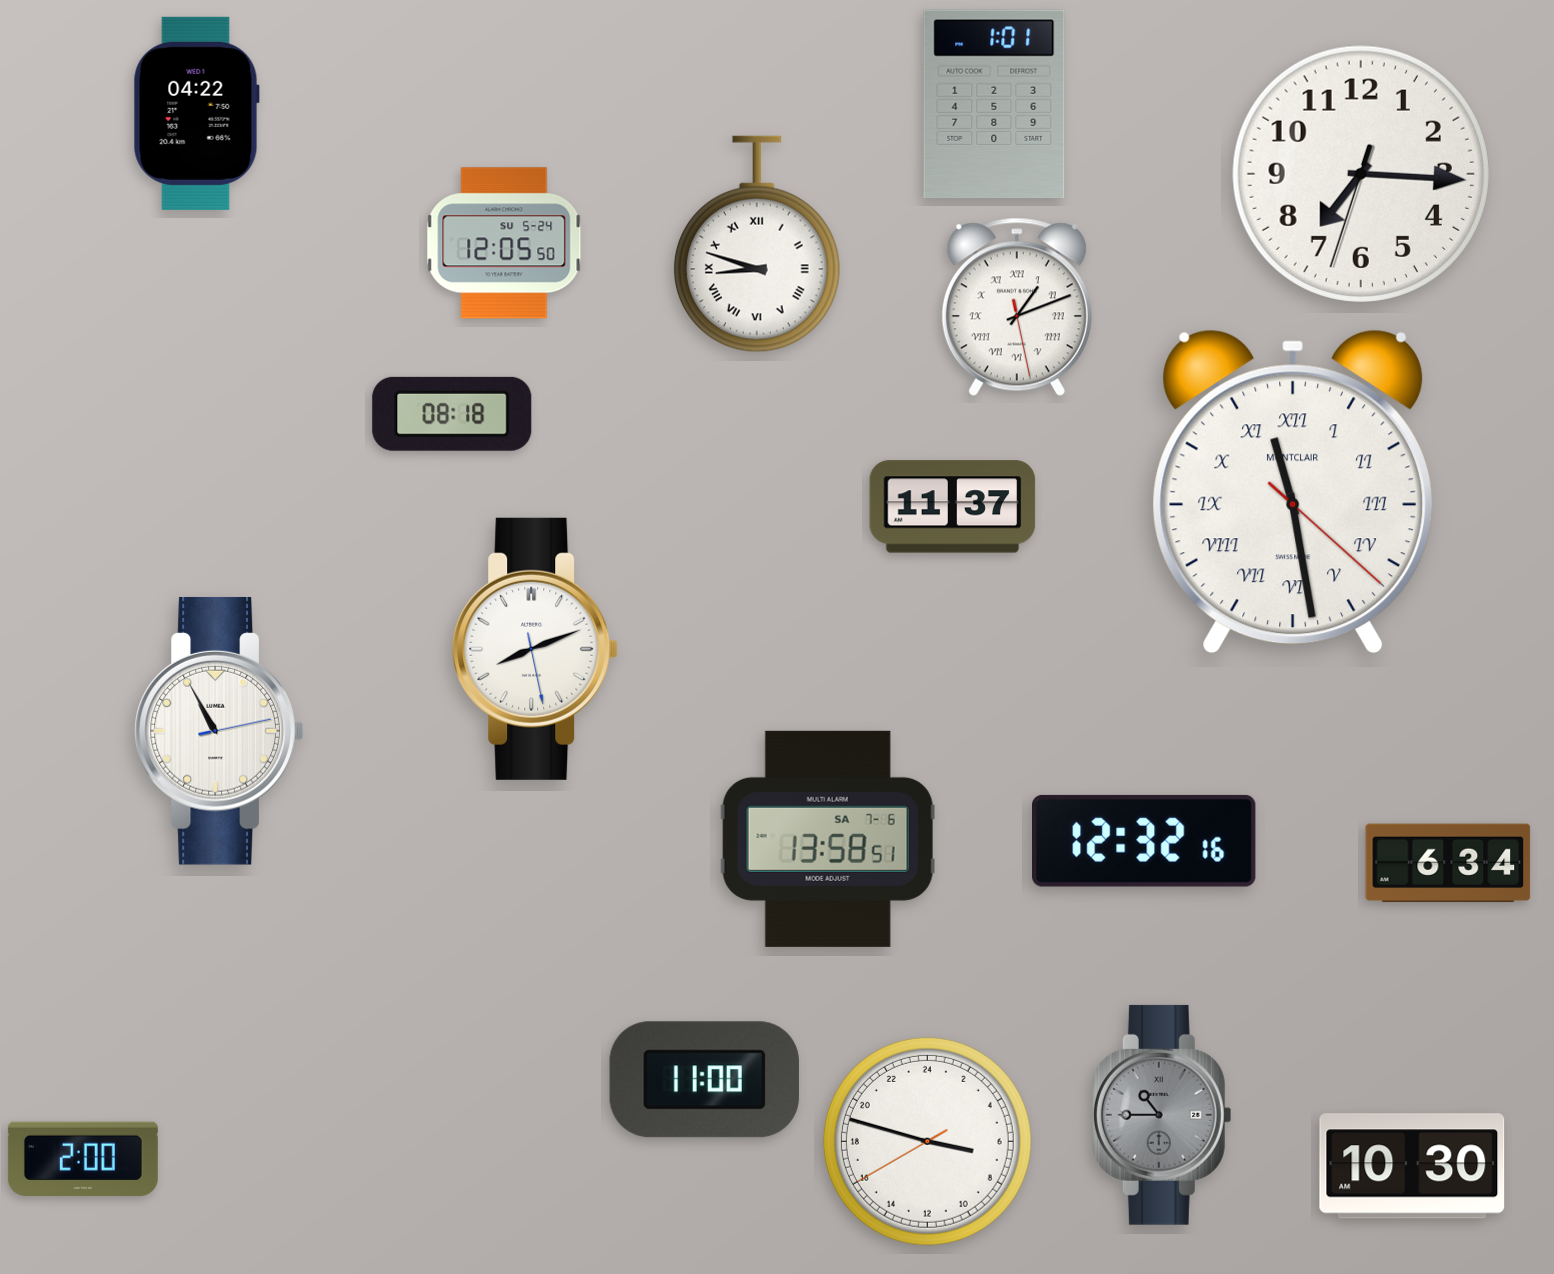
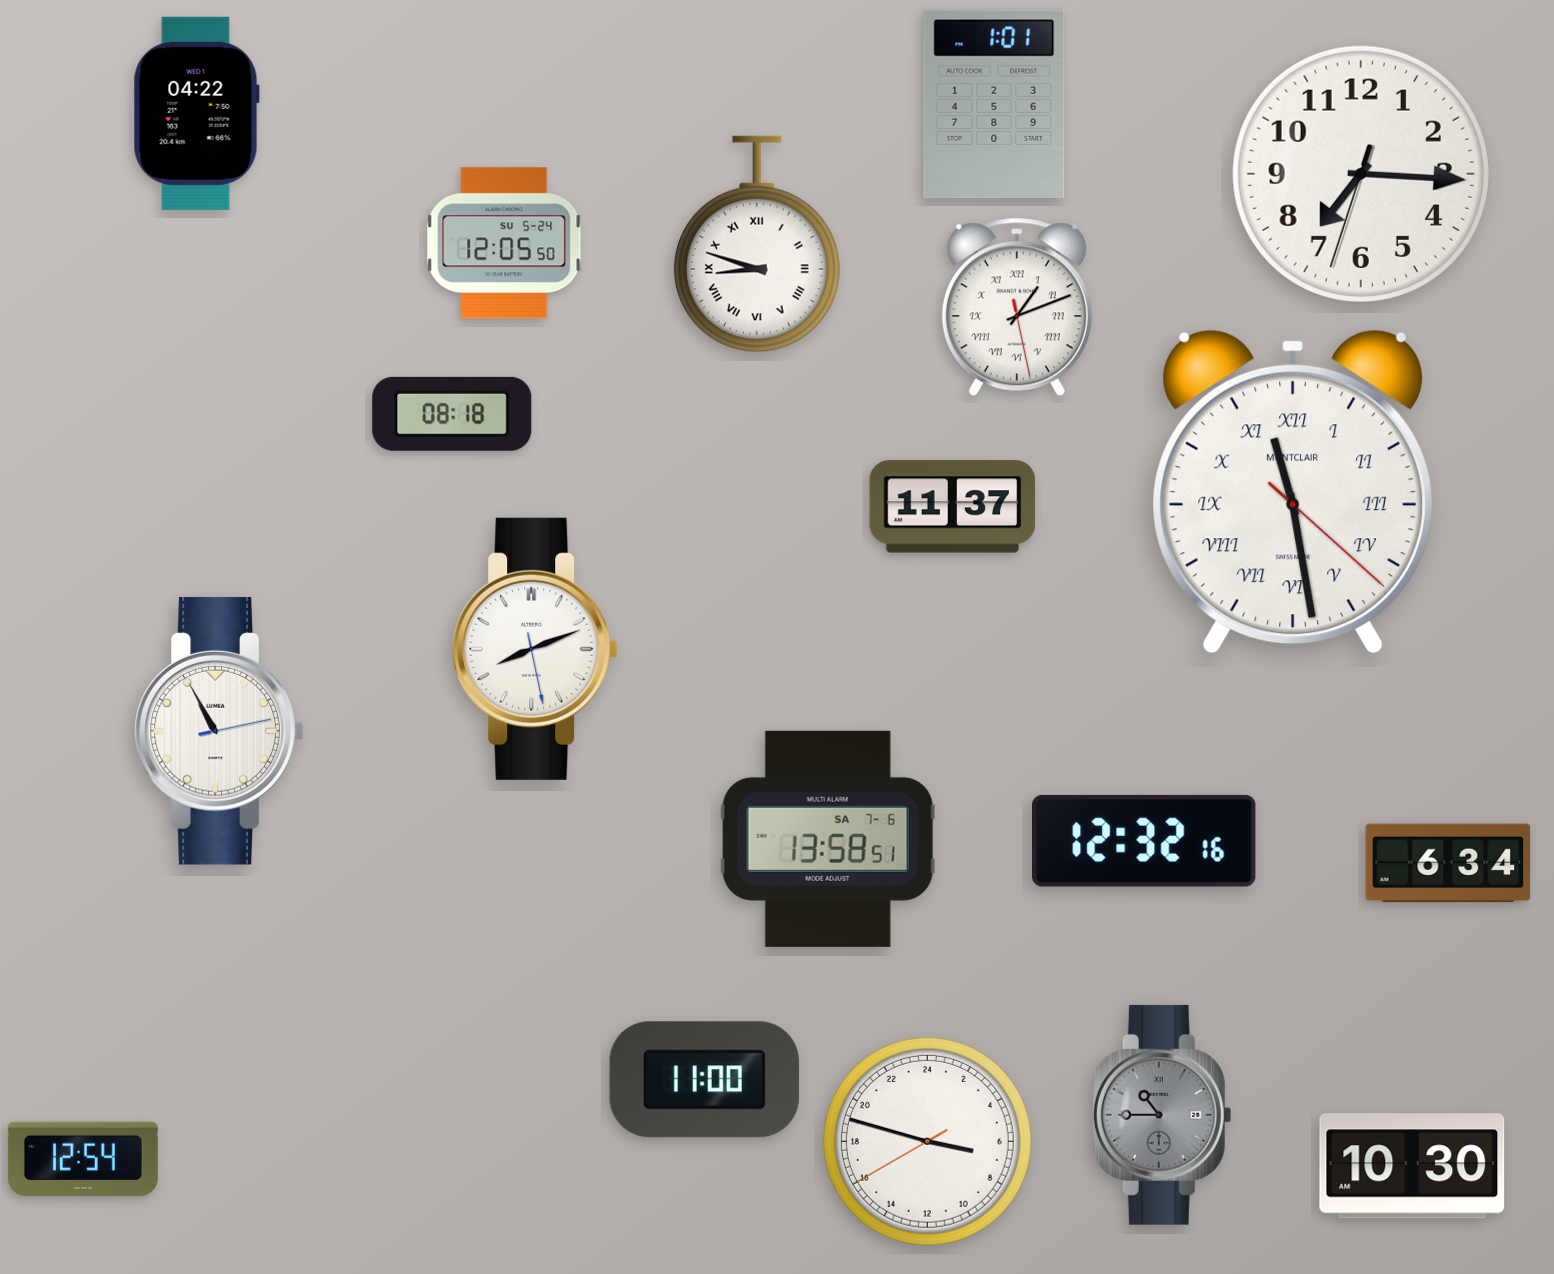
clock at (83, 1158): 2:00 -> 12:54
